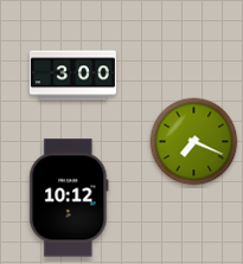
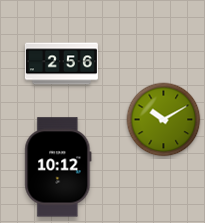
clock at (72, 76): 3:00 -> 2:56
clock at (194, 142): 7:19 -> 10:10
